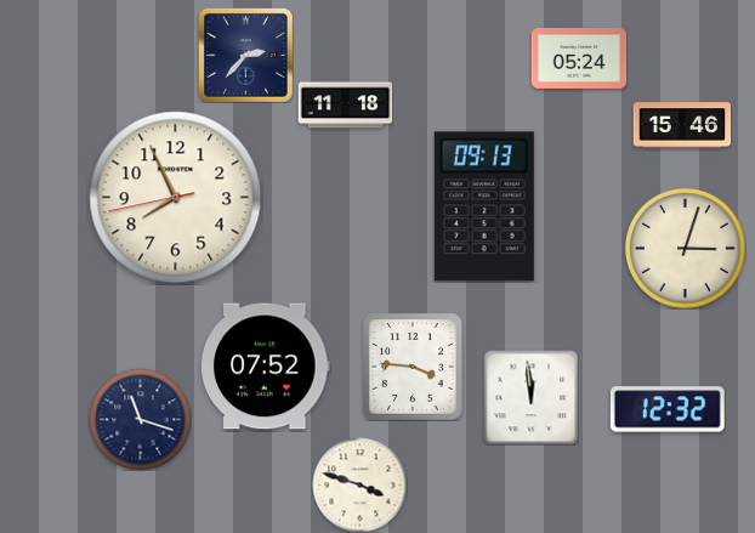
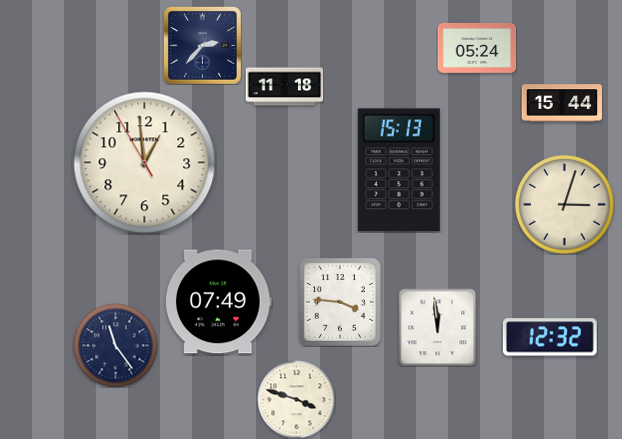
clock at (682, 125): 15:46 -> 15:44
clock at (176, 198): 7:55 -> 12:58
clock at (484, 206): 09:13 -> 15:13
clock at (266, 367): 07:52 -> 07:49
clock at (140, 419): 11:18 -> 11:24
